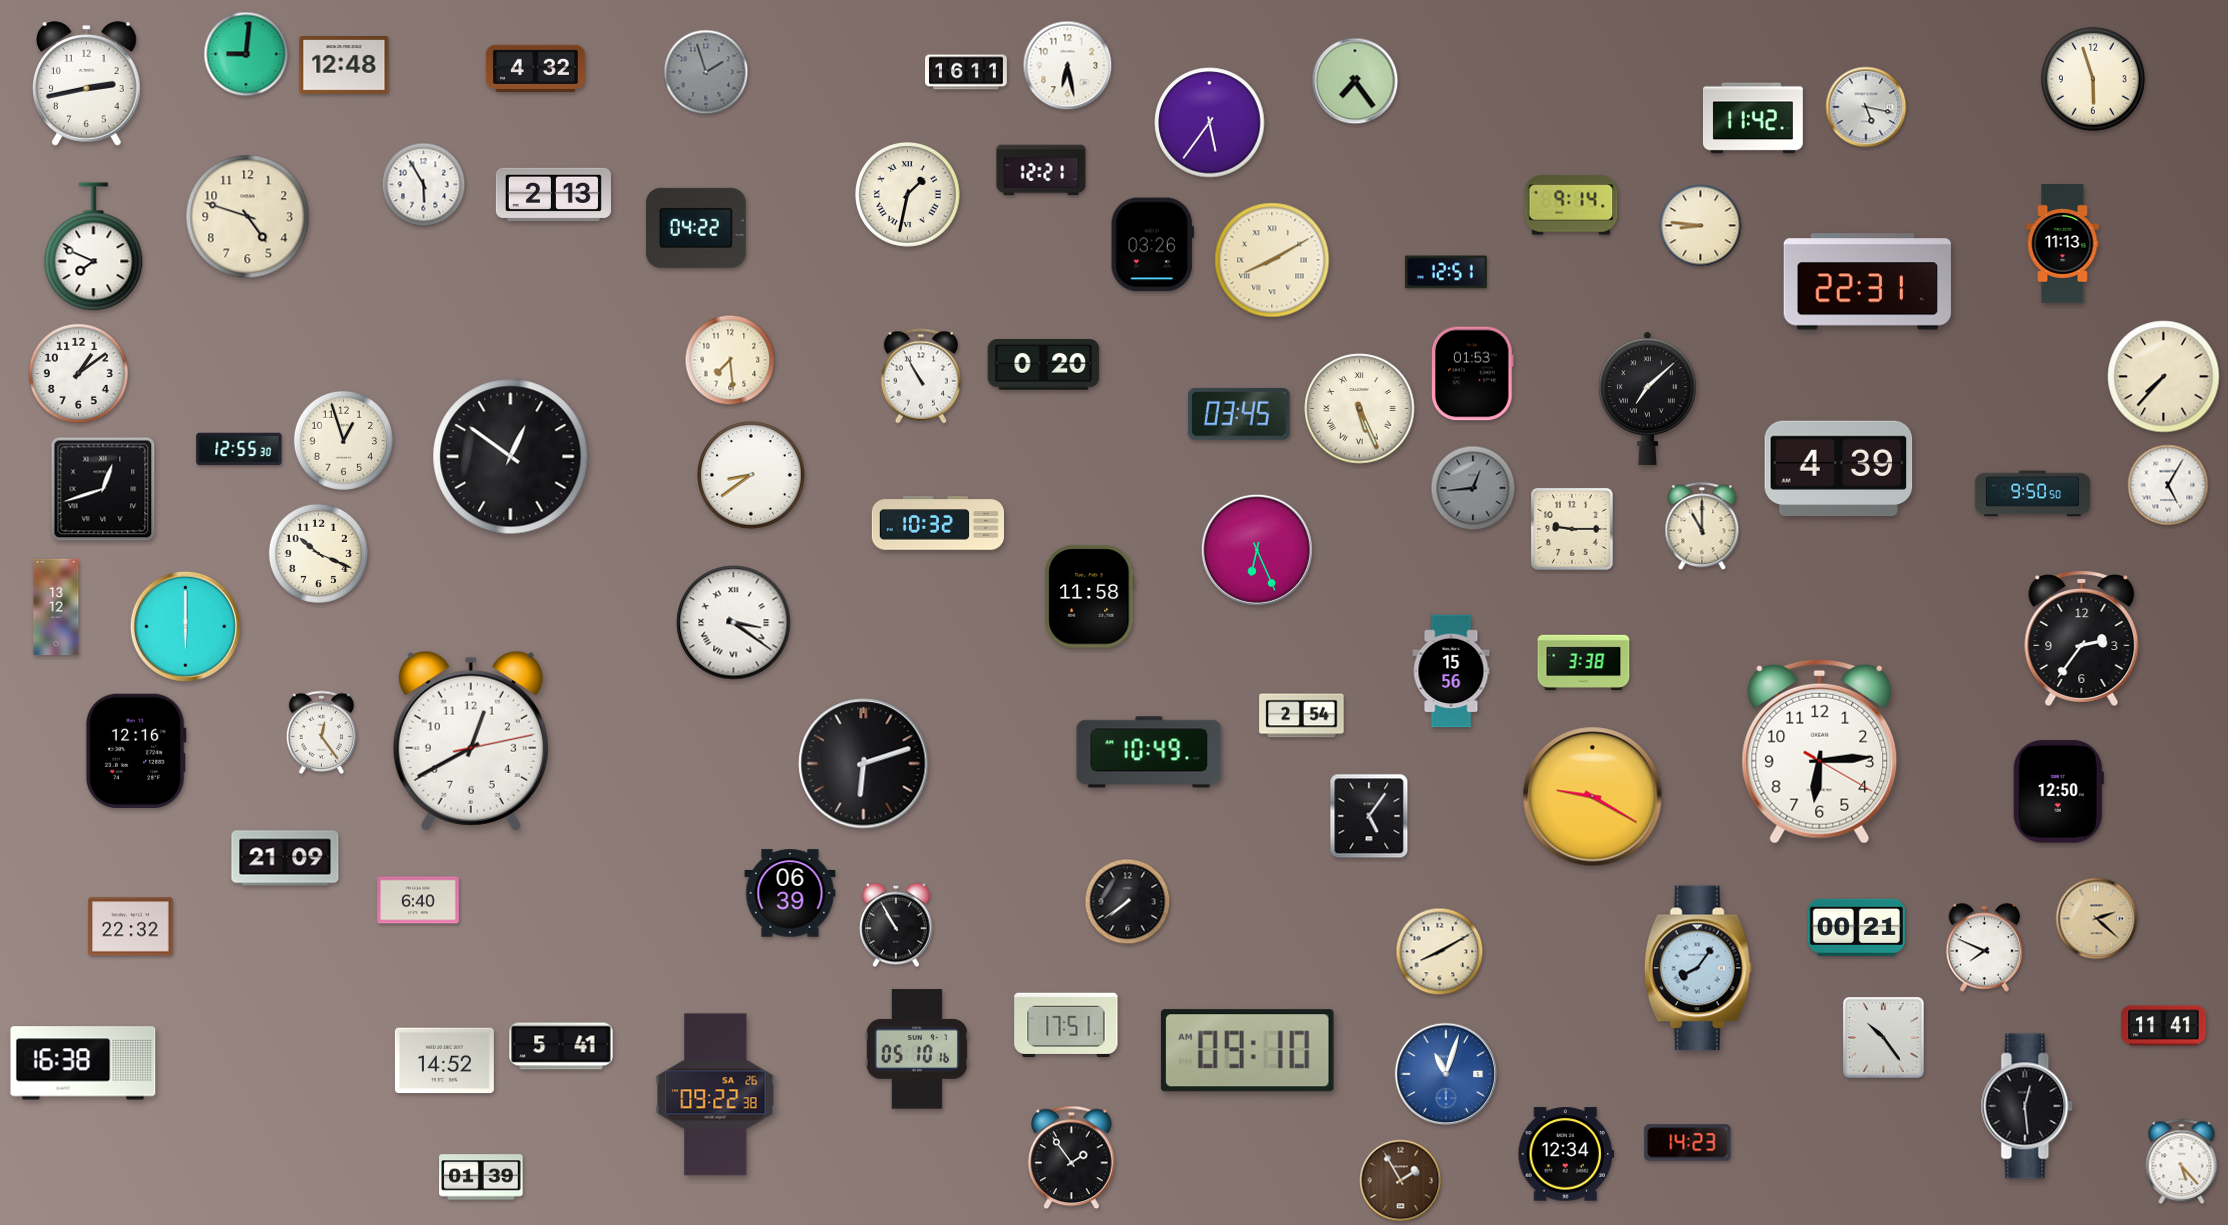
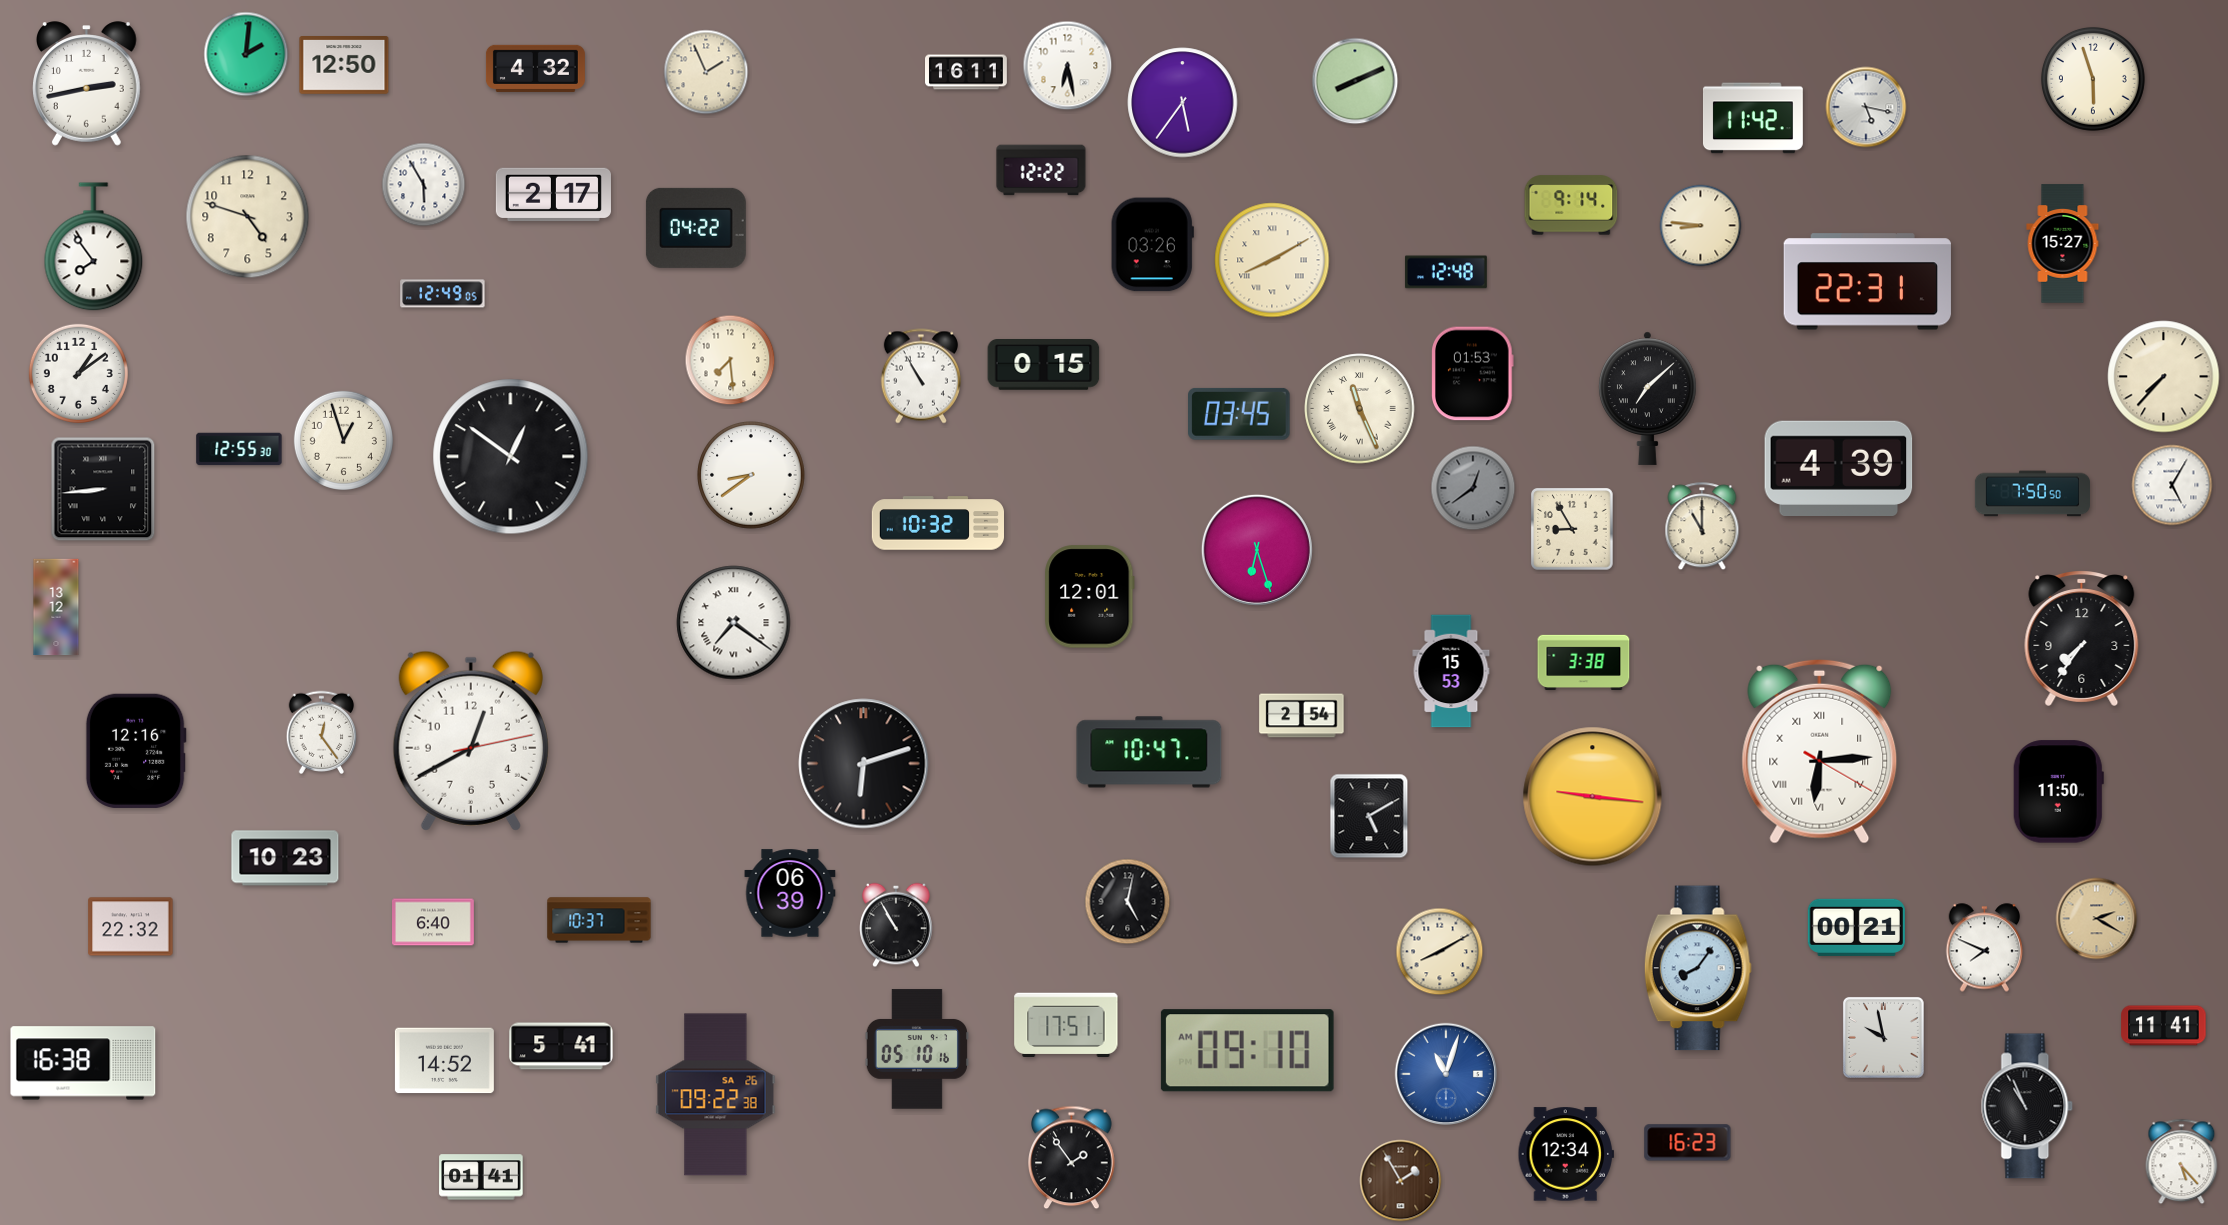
clock at (246, 54): 9:01 -> 2:01
clock at (344, 66): 12:48 -> 12:50
clock at (706, 72): 1:57 -> 1:56
clock at (706, 72) dial: grey -> cream
clock at (1355, 81): 7:24 -> 8:11
clock at (1210, 123) position: (1210, 123) -> (1183, 103)
clock at (1041, 170): 12:21 -> 12:22
clock at (907, 194): 1:32 -> none
clock at (553, 195): 2:13 -> 2:17
clock at (2063, 244): 11:13 -> 15:27
clock at (94, 247): 7:49 -> 7:54
clock at (1446, 272): 12:51 -> 12:48
clock at (443, 294): none -> 12:49
clock at (1044, 365): 0:20 -> 0:15
clock at (1360, 409): 5:26 -> 11:26
clock at (2168, 485) position: (2168, 485) -> (2172, 485)
clock at (1473, 488): 12:44 -> 12:39
clock at (103, 489): 12:42 -> 8:44
clock at (2032, 494): 9:50 -> 7:50
clock at (1573, 530): 9:15 -> 8:55
clock at (1257, 550): 6:26 -> 6:27
clock at (318, 553): 10:19 -> none
clock at (1090, 597): 11:58 -> 12:01
clock at (734, 623): 3:21 -> 7:21
clock at (185, 626): 6:00 -> none
clock at (2082, 638): 2:36 -> 7:36
clock at (1451, 671): 15:56 -> 15:53
clock at (1820, 751) numerals: Arabic -> Roman
clock at (1149, 752): 10:49 -> 10:47
clock at (2058, 792): 12:50 -> 11:50
clock at (1593, 797): 9:20 -> 9:16
clock at (1369, 816): 5:06 -> 5:10
clock at (285, 858): 21:09 -> 10:23
clock at (419, 900) position: (419, 900) -> (434, 922)
clock at (1128, 902): 7:39 -> 5:02
clock at (2097, 919): 2:22 -> 2:20
clock at (599, 920): none -> 10:37
clock at (1883, 1037): 10:24 -> 9:58
clock at (2027, 1106): 12:29 -> 10:56
clock at (1688, 1143): 14:23 -> 16:23
clock at (481, 1177): 01:39 -> 01:41
